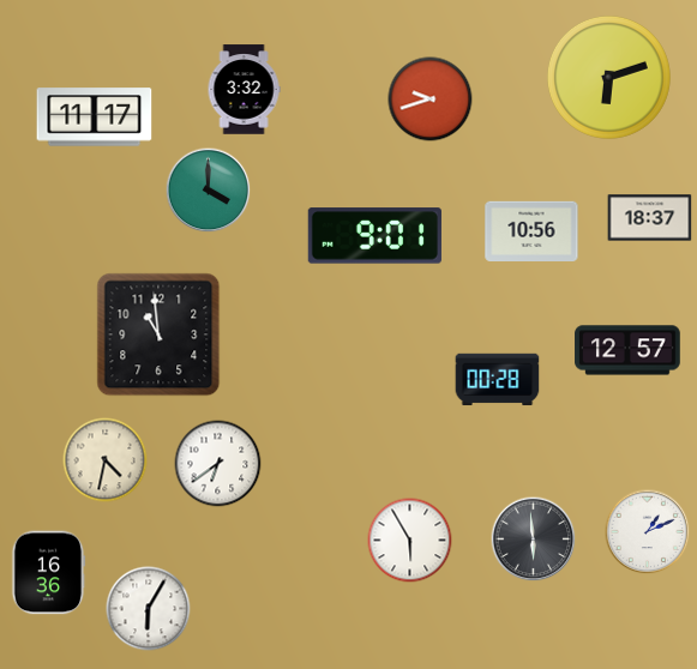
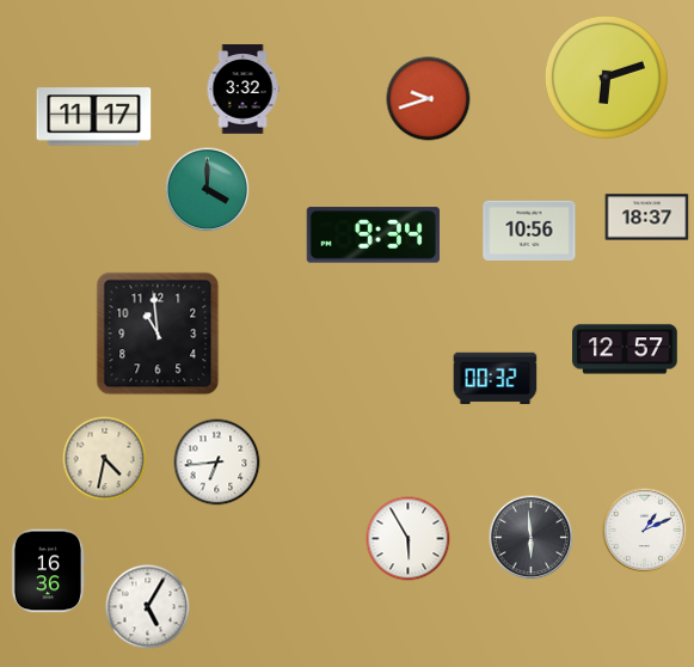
clock at (374, 236): 9:01 -> 9:34
clock at (498, 380): 00:28 -> 00:32
clock at (218, 464): 6:39 -> 6:44
clock at (149, 609): 6:05 -> 5:05
